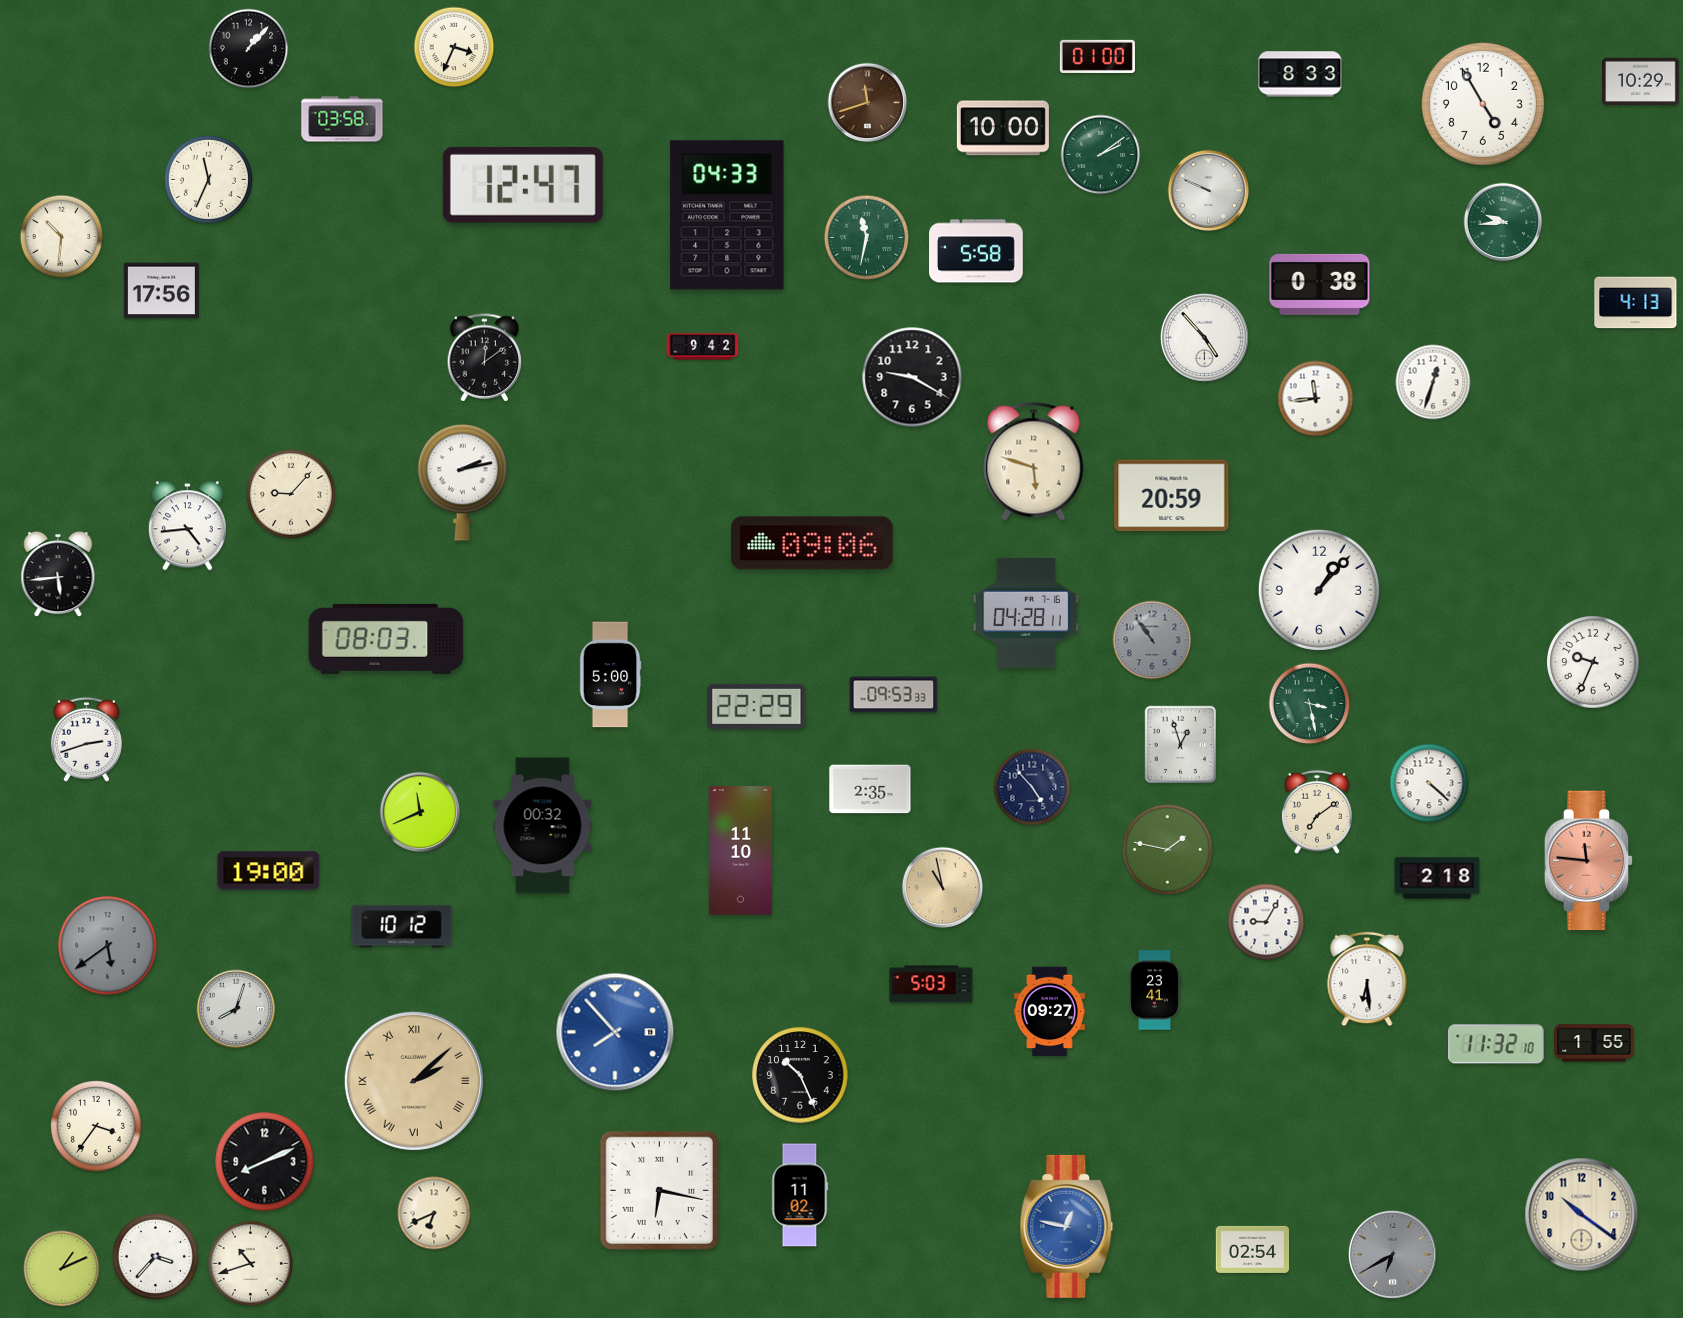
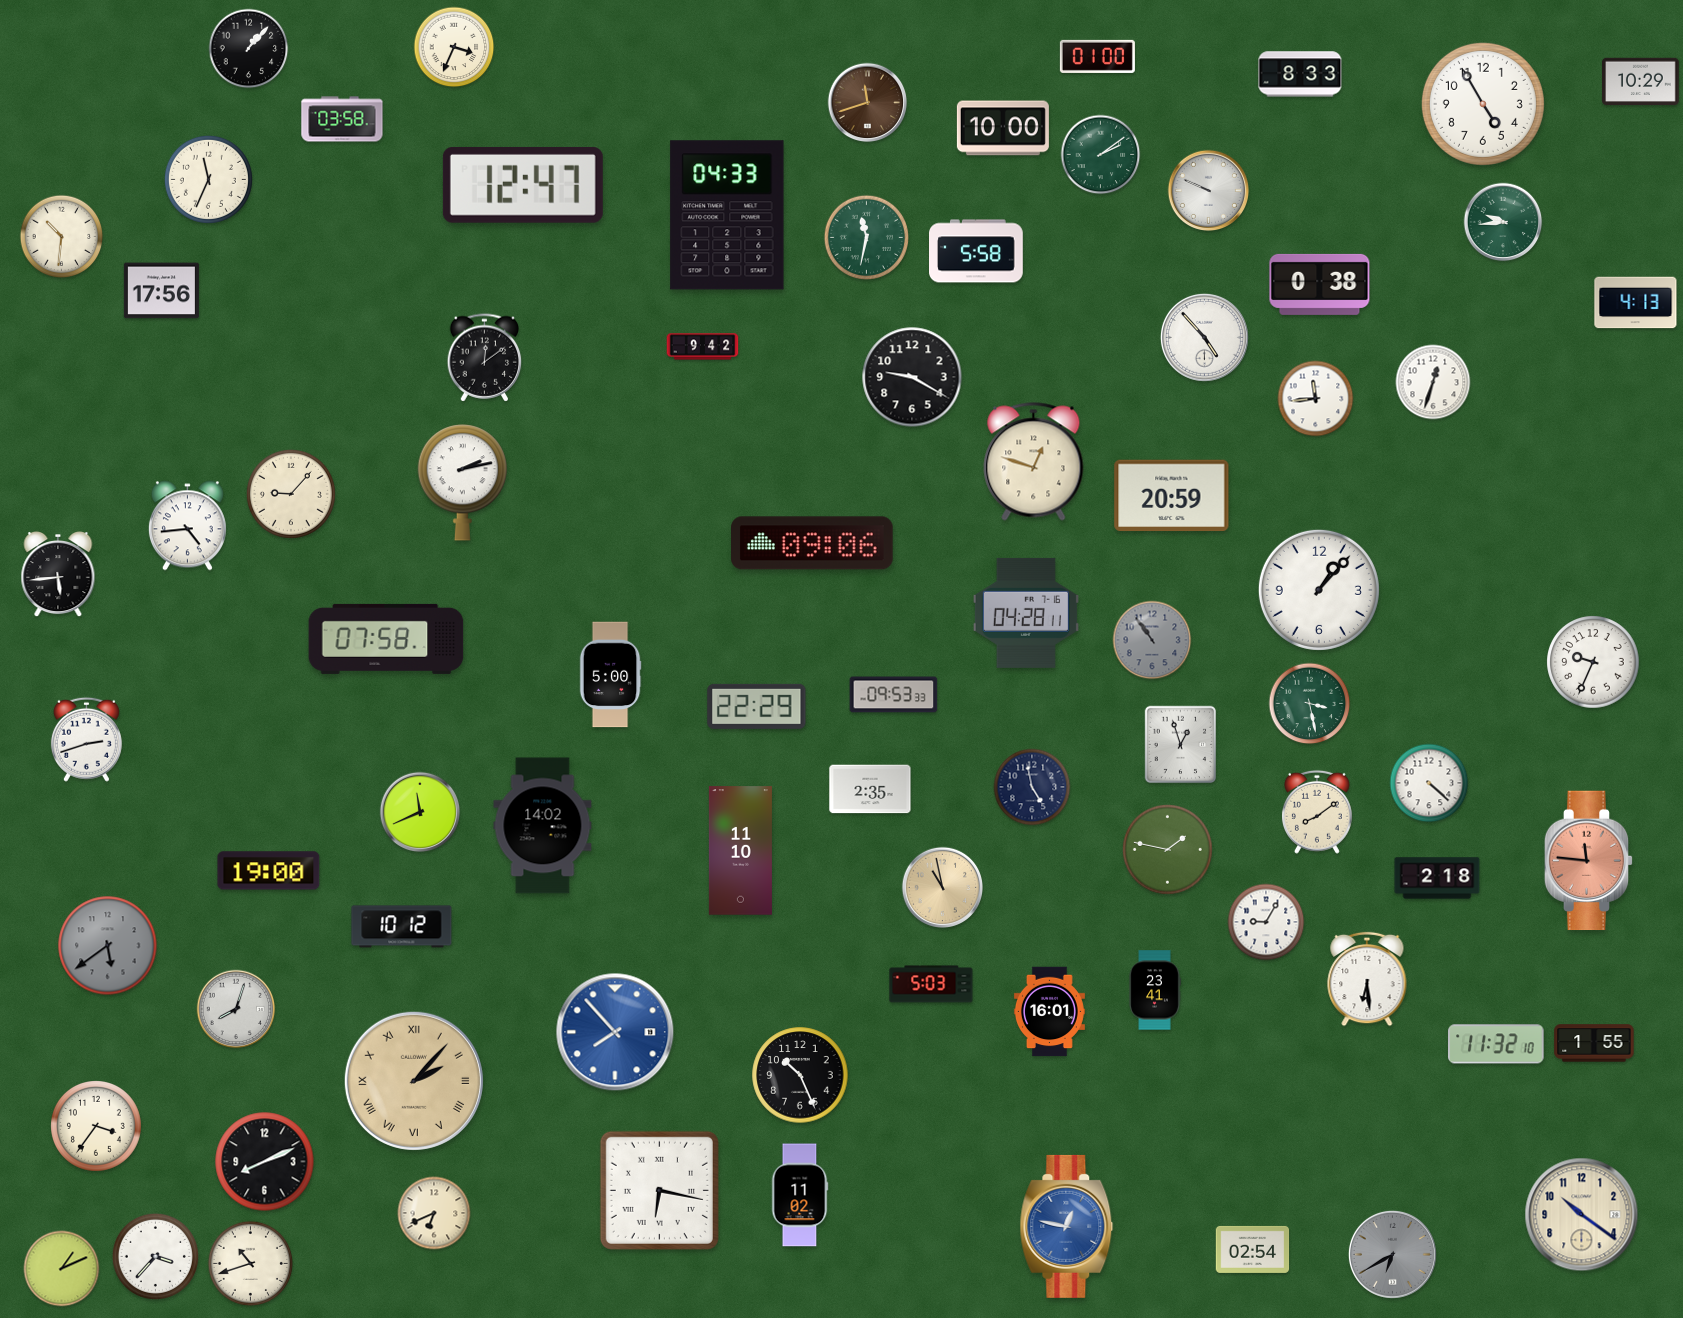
clock at (1034, 462): 5:48 -> 12:48
clock at (386, 639): 08:03 -> 07:58
clock at (1032, 787): 4:53 -> 4:58
clock at (1317, 812): 7:09 -> 8:09
clock at (543, 826): 00:32 -> 14:02
clock at (1049, 1012): 09:27 -> 16:01
clock at (414, 1081): 2:08 -> 2:07
